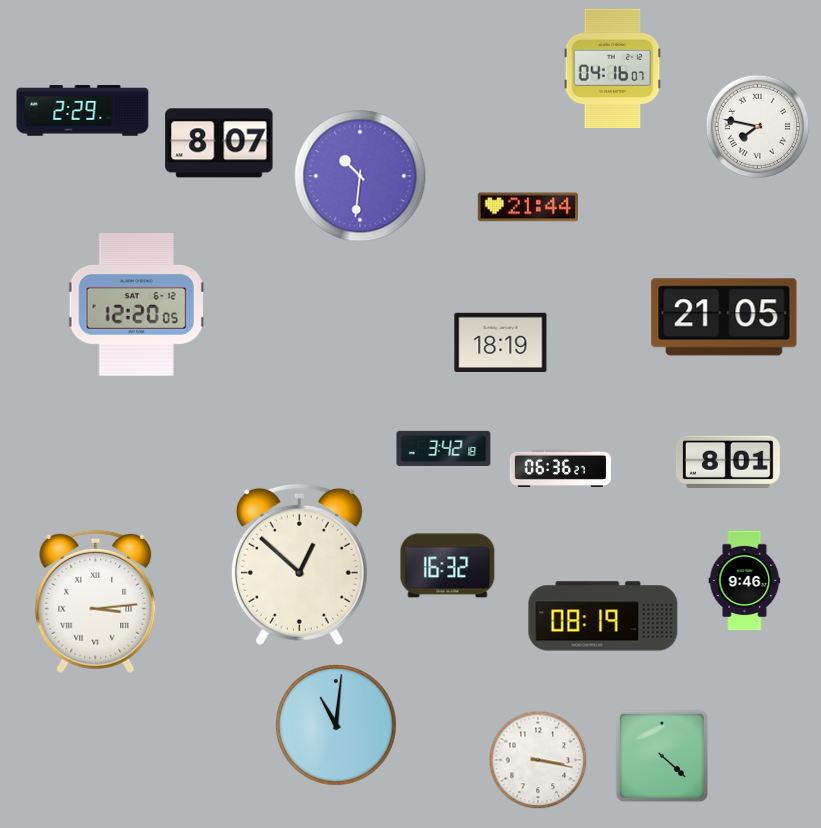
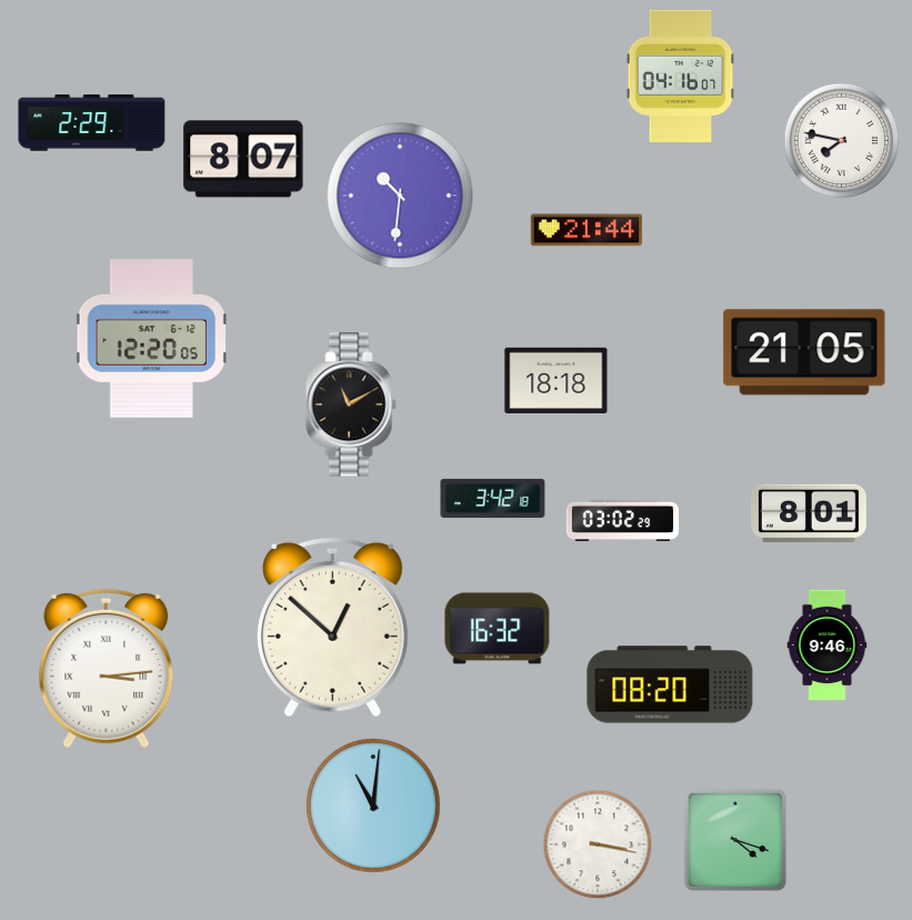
clock at (501, 342): 18:19 -> 18:18
clock at (351, 404): none -> 11:10
clock at (560, 468): 06:36 -> 03:02
clock at (603, 616): 08:19 -> 08:20
clock at (662, 756): 4:22 -> 4:18
